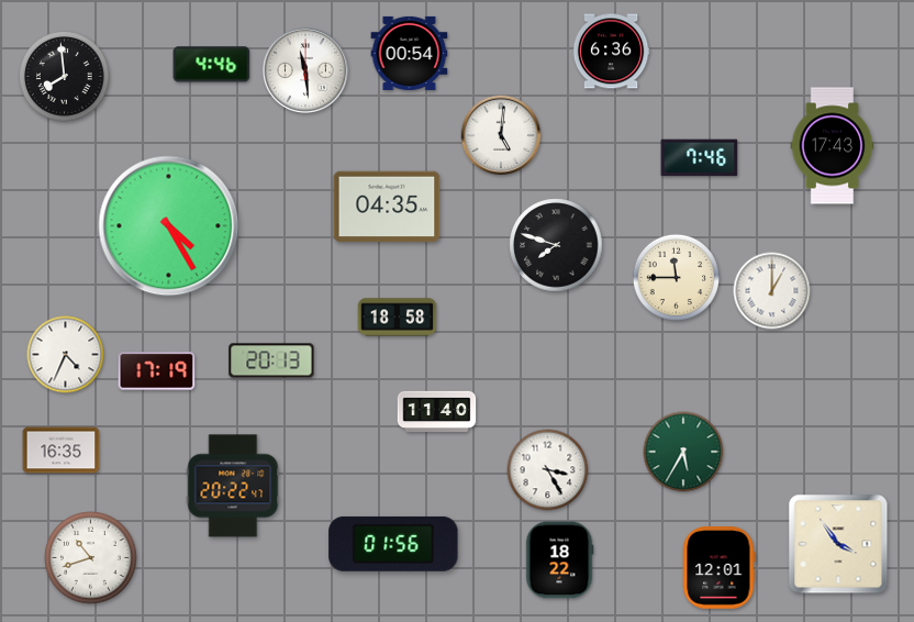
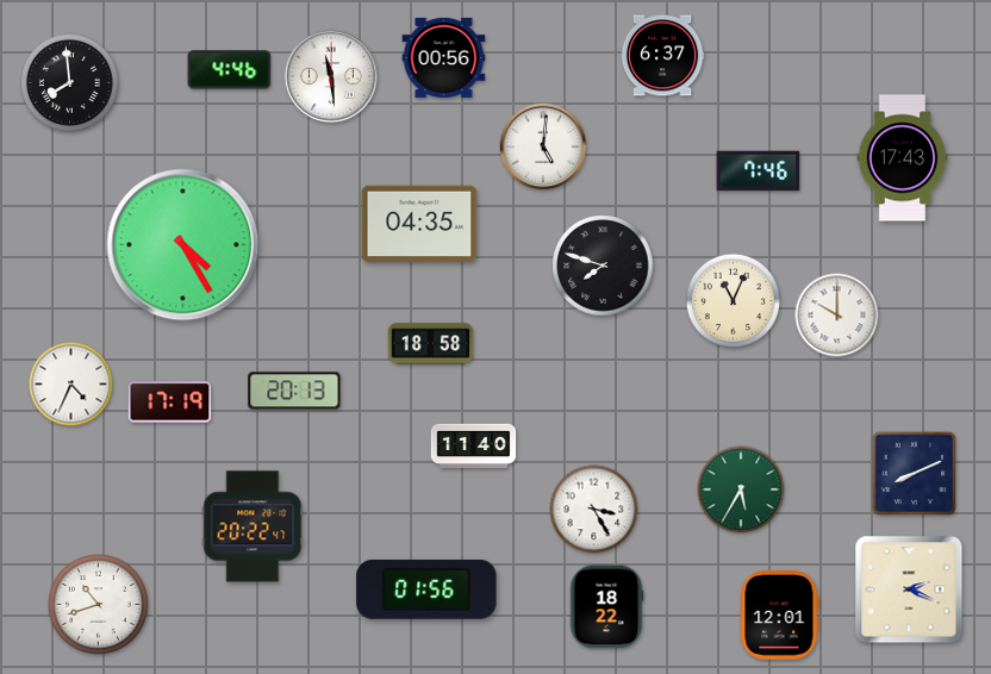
clock at (611, 52): 6:36 -> 6:37
clock at (410, 53): 00:54 -> 00:56
clock at (676, 277): 11:45 -> 11:04
clock at (772, 291): 1:00 -> 10:00
clock at (914, 473): none -> 8:11
clock at (62, 451): 16:35 -> none
clock at (838, 544): 3:54 -> 2:19
